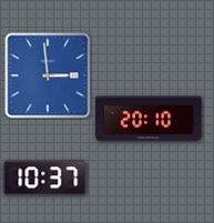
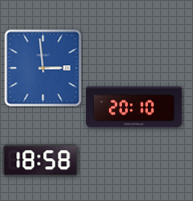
clock at (45, 179): 10:37 -> 18:58
